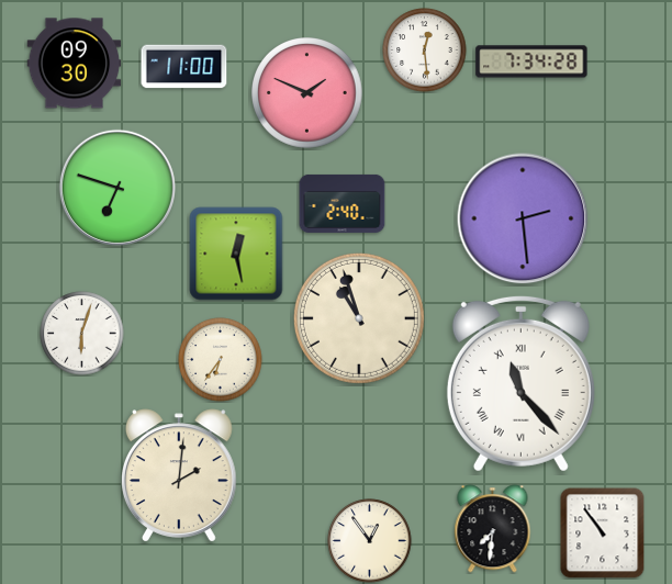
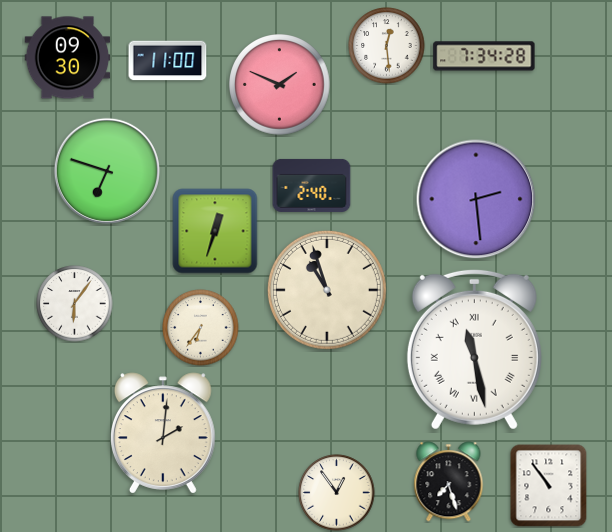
clock at (236, 254): 12:28 -> 12:33
clock at (82, 334): 6:03 -> 6:06
clock at (520, 383): 11:23 -> 11:28
clock at (493, 529): 7:31 -> 7:27
